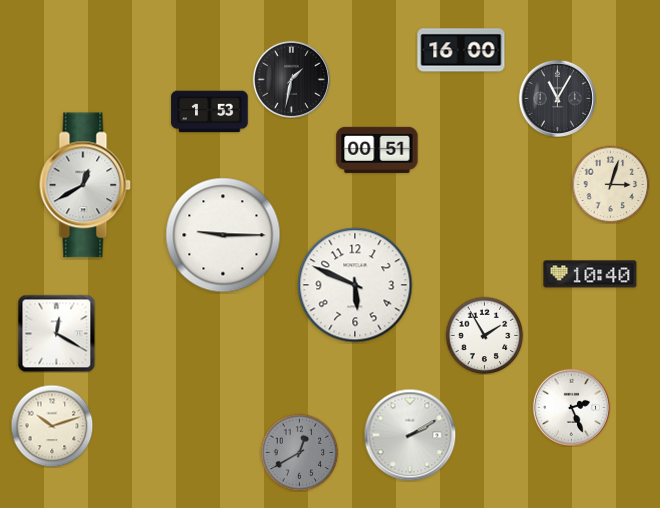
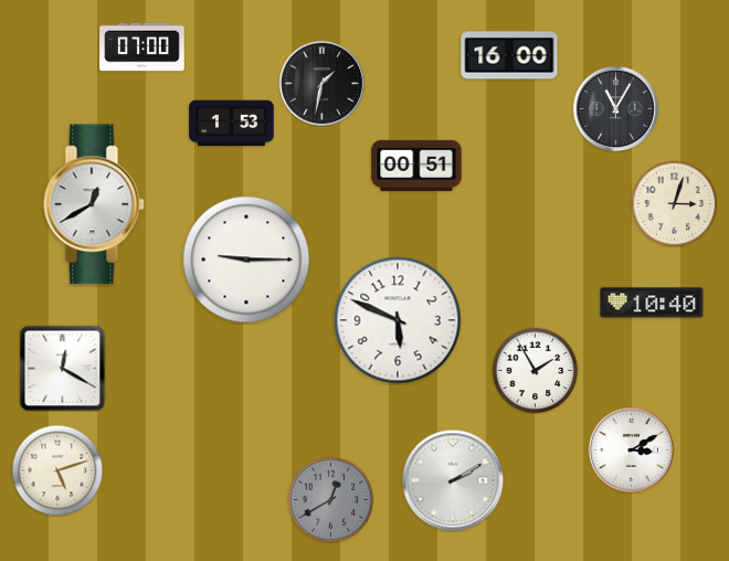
clock at (142, 47): none -> 07:00
clock at (291, 79) position: (291, 79) -> (321, 83)
clock at (355, 285) position: (355, 285) -> (398, 320)
clock at (571, 407): 2:26 -> 3:10
clock at (52, 426): 10:12 -> 5:12
